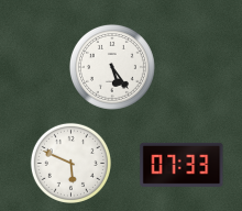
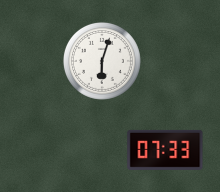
clock at (112, 67): 5:24 -> 6:03
clock at (70, 163): 5:49 -> none
